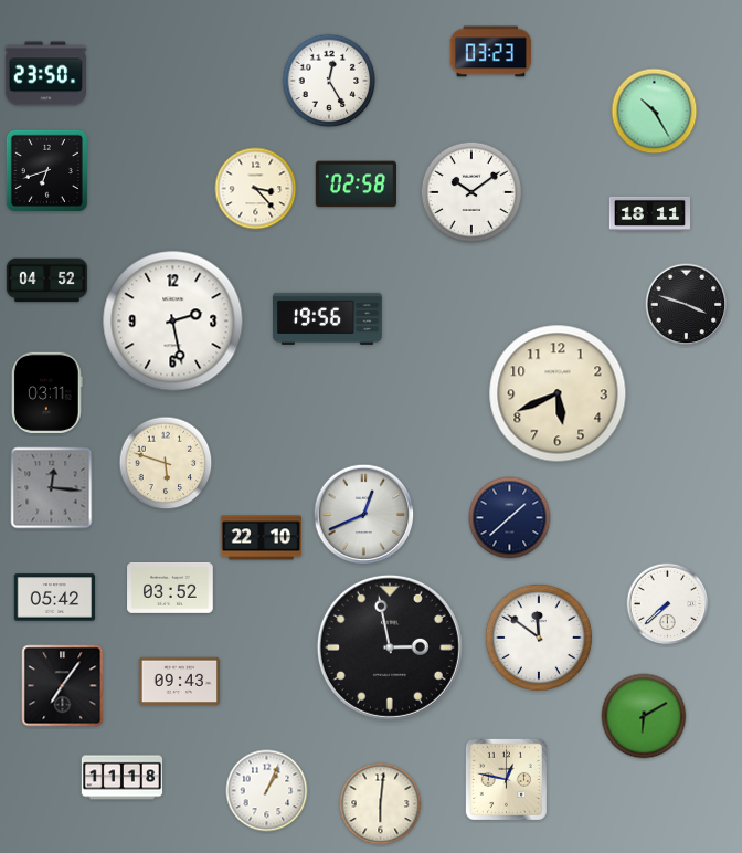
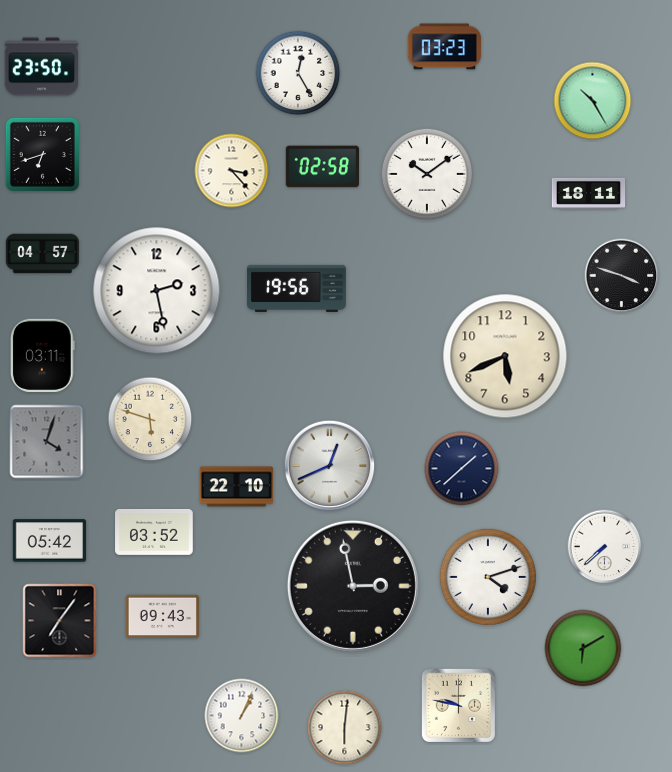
clock at (47, 281): 04:52 -> 04:57
clock at (52, 488): 12:16 -> 4:03
clock at (539, 638): 11:51 -> 4:12
clock at (63, 686) position: (63, 686) -> (60, 621)
clock at (123, 778): 11:18 -> none
clock at (506, 779): 12:47 -> 9:47
